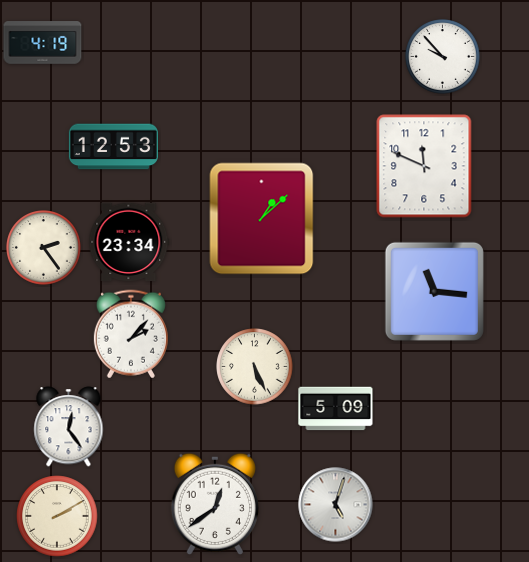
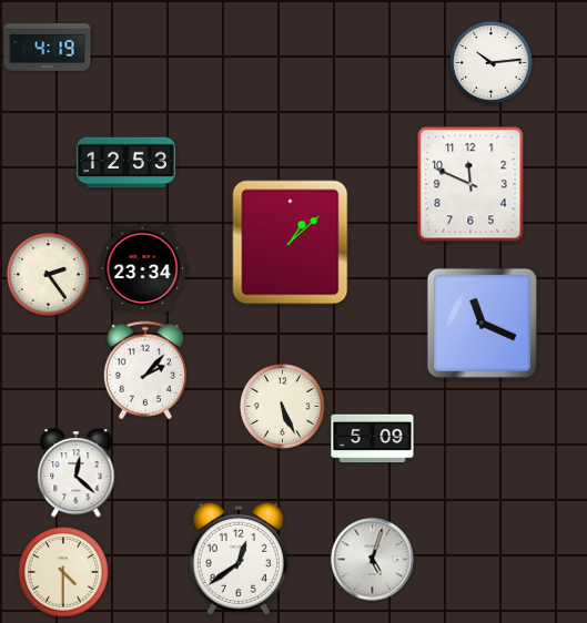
clock at (443, 57): 9:53 -> 10:14
clock at (434, 291): 11:16 -> 11:19
clock at (336, 409) position: (336, 409) -> (373, 439)
clock at (69, 427): 12:24 -> 12:22
clock at (57, 516): 2:10 -> 4:30
